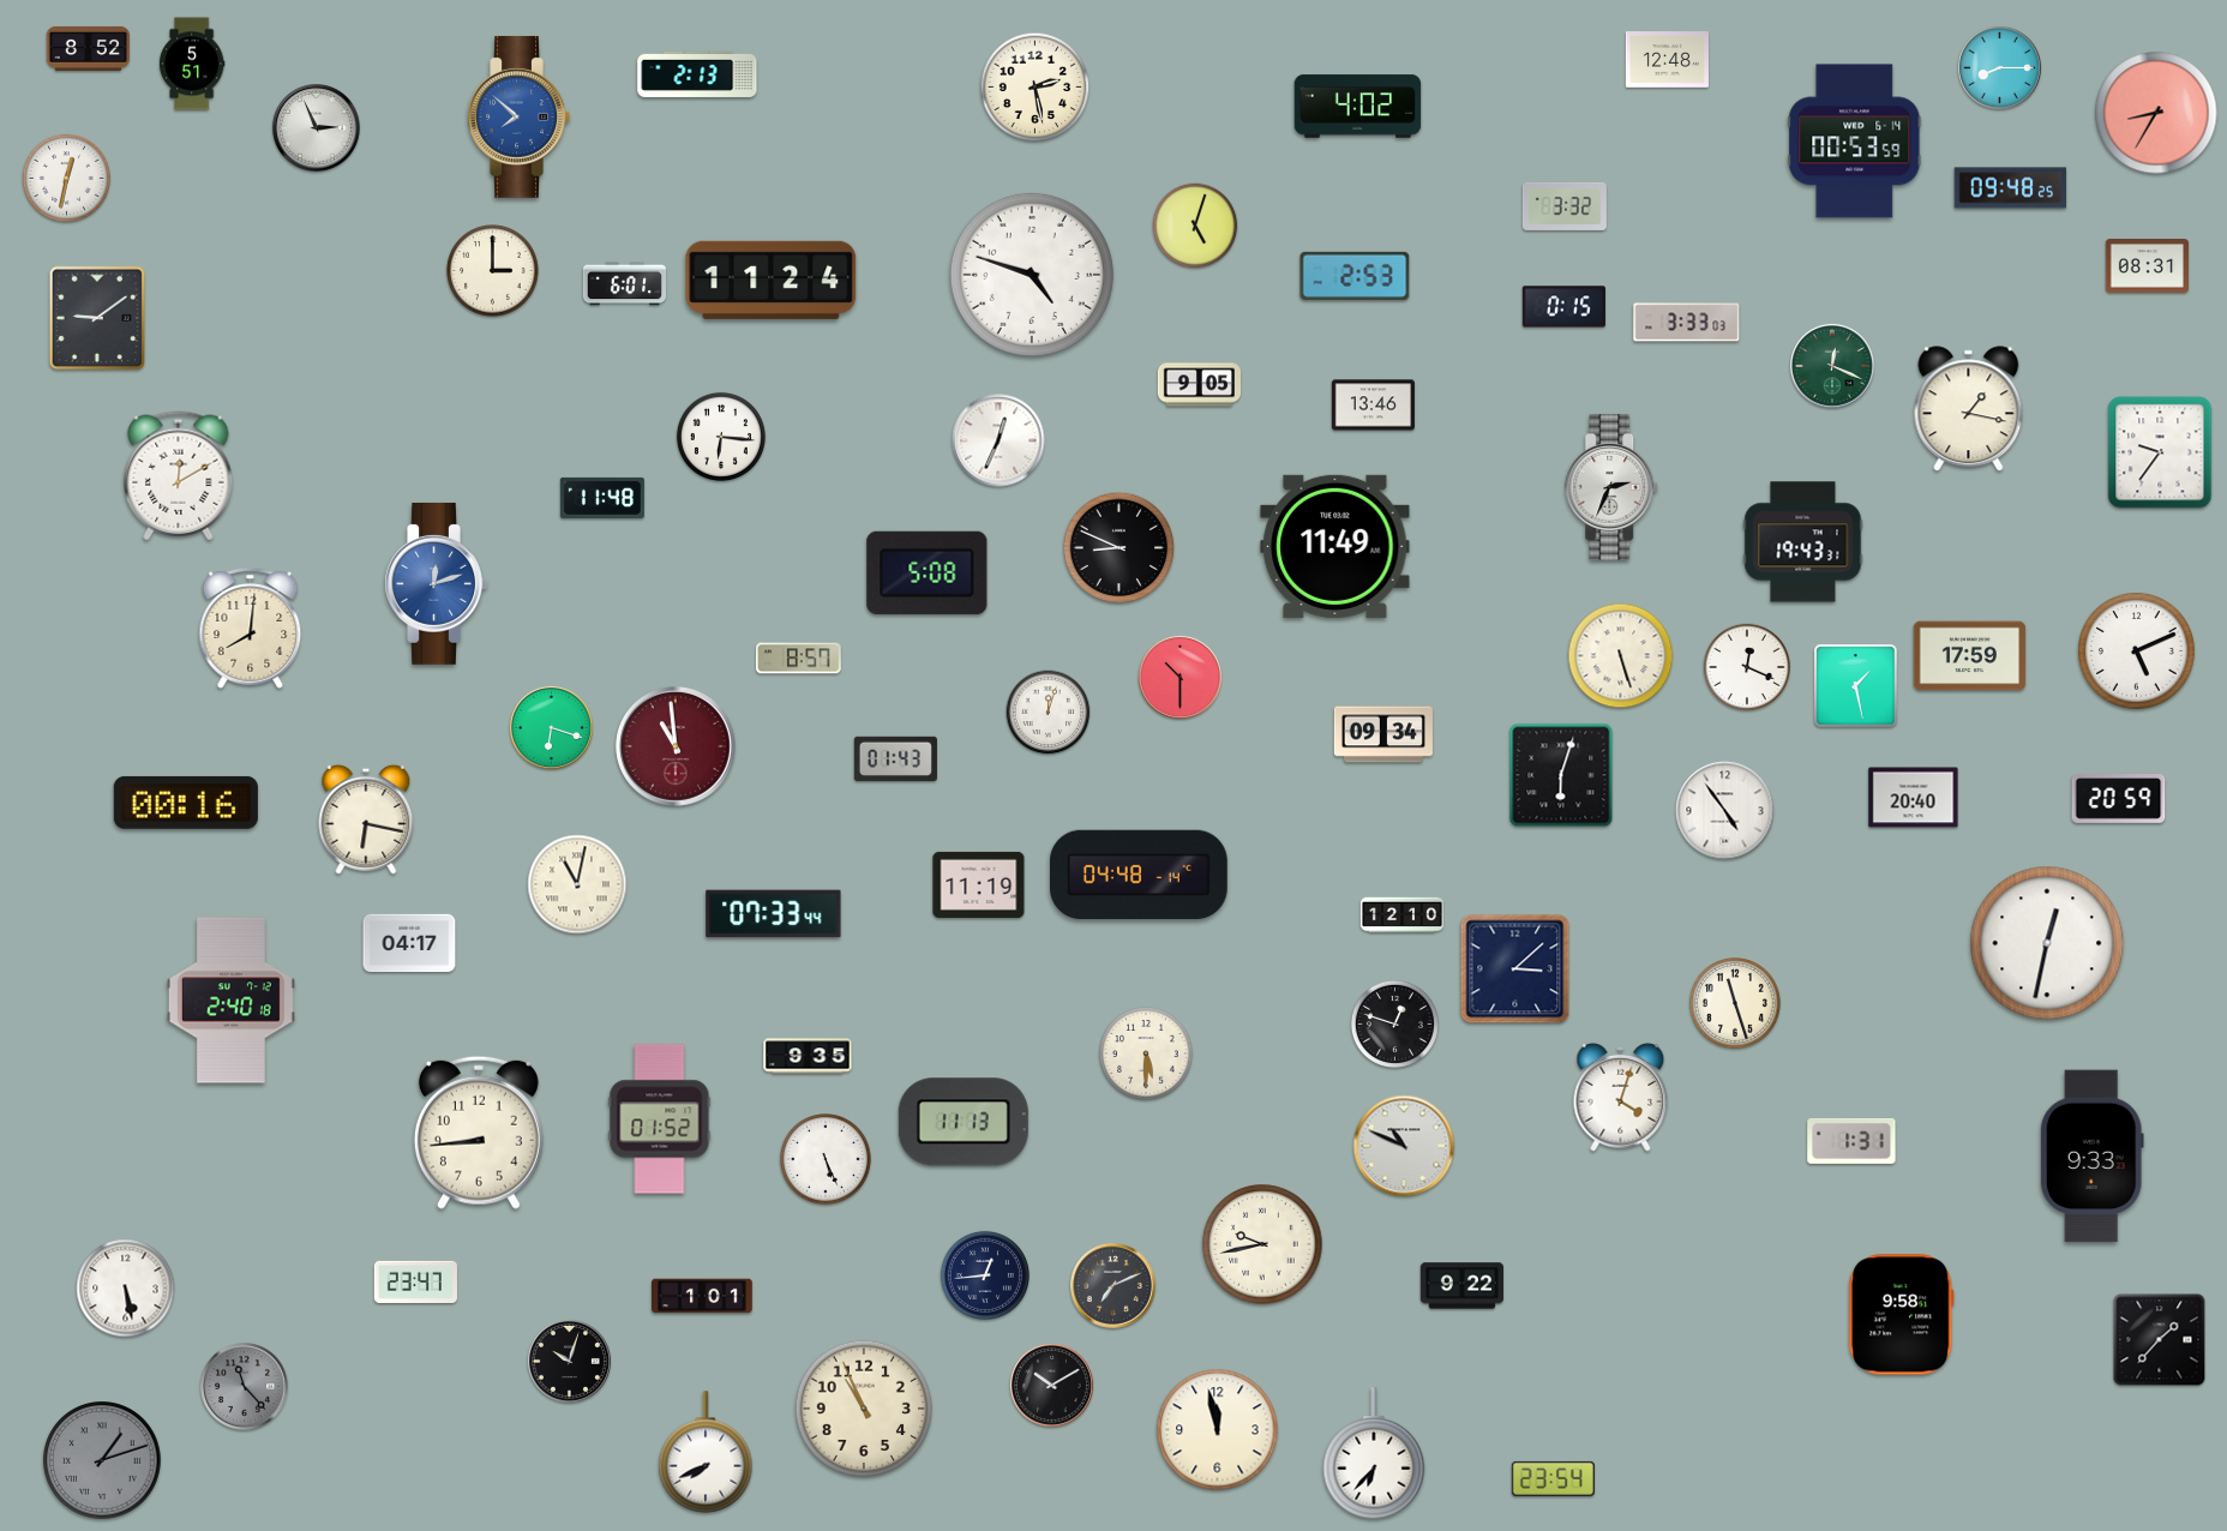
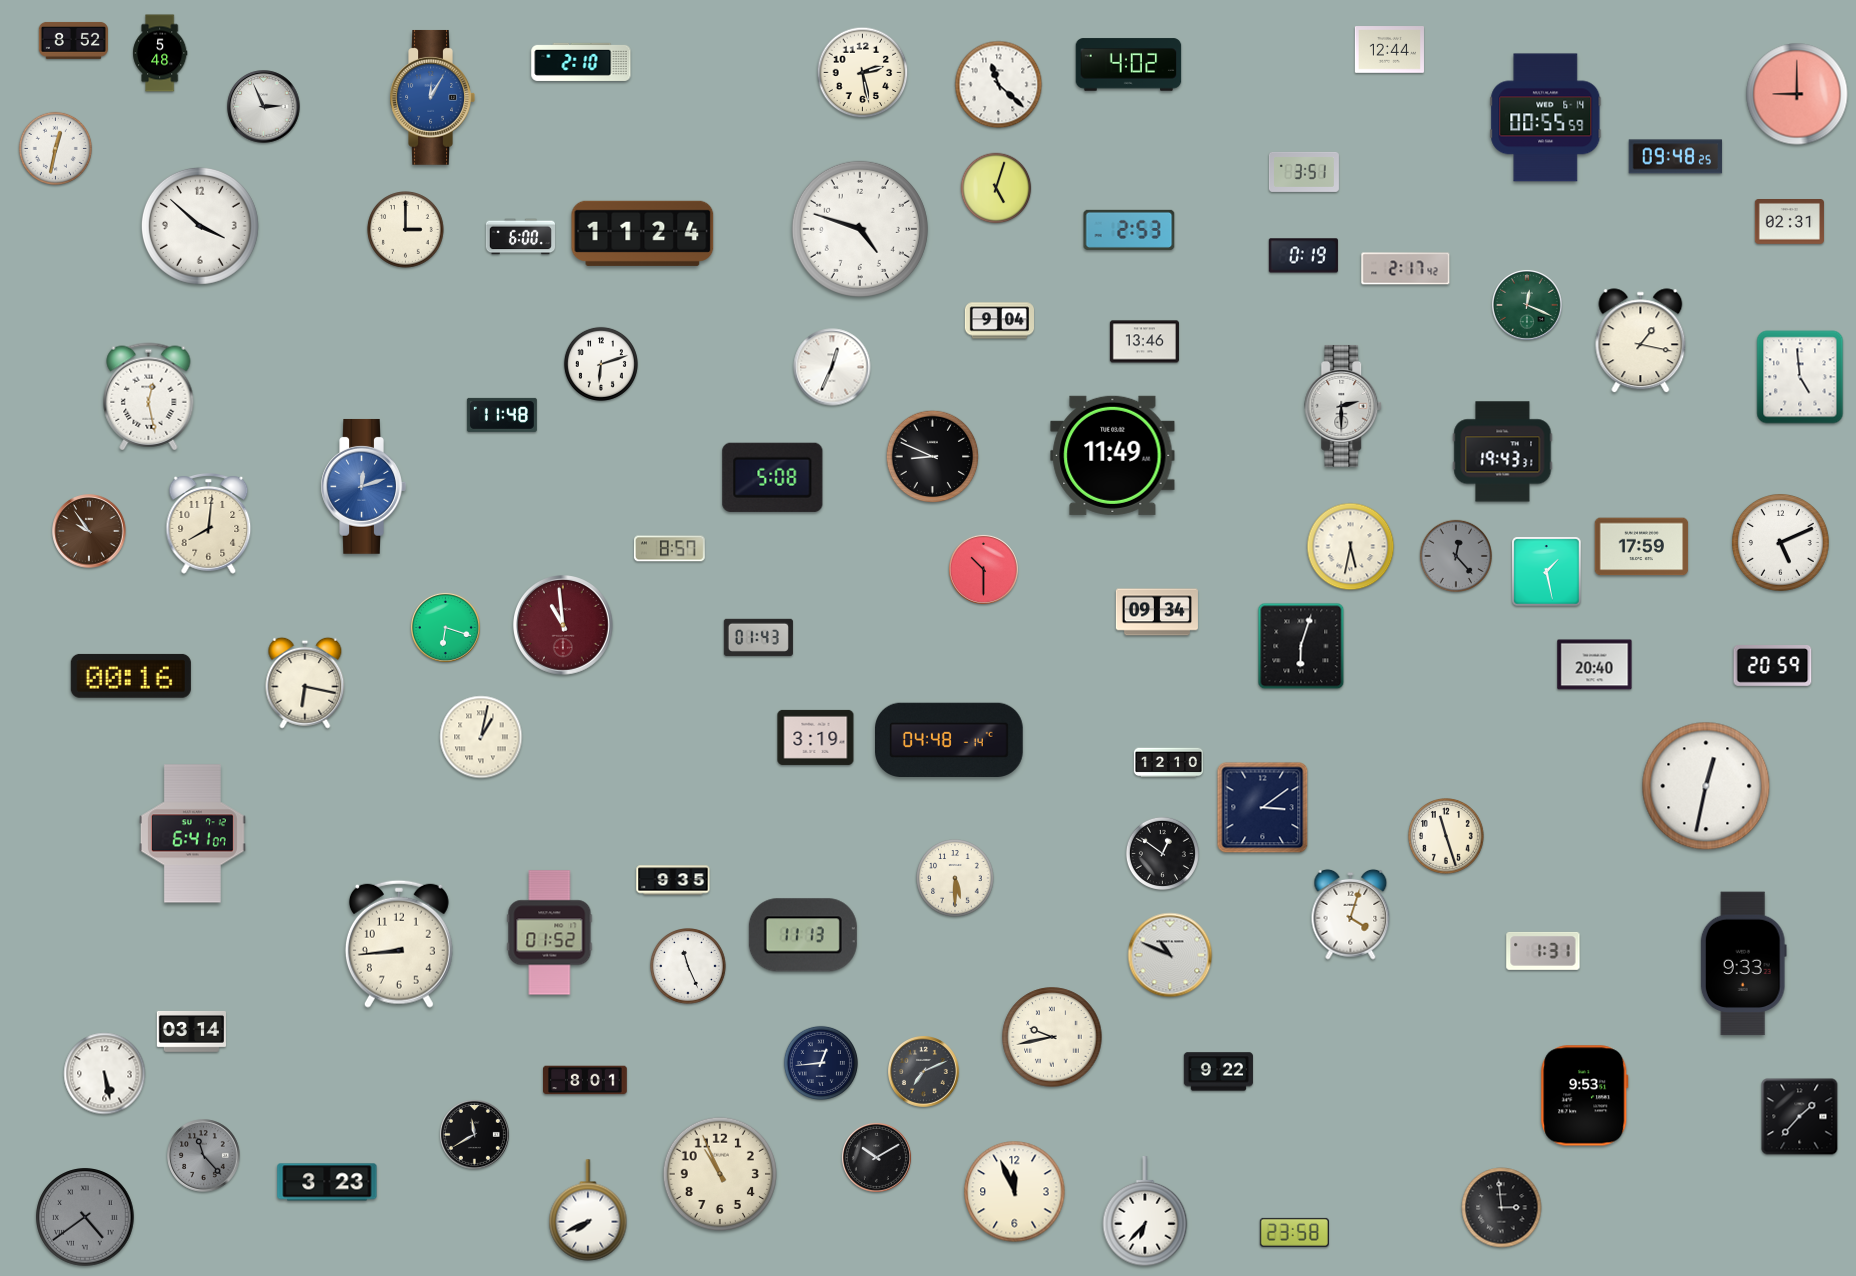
clock at (1667, 60): 12:48 -> 12:44
clock at (192, 64): 5:51 -> 5:48
clock at (1999, 67): 8:15 -> none
clock at (697, 74): 2:13 -> 2:10
clock at (999, 85): none -> 11:22
clock at (1358, 107) position: (1358, 107) -> (1129, 65)
clock at (2156, 113): 8:35 -> 9:00
clock at (518, 116): 7:52 -> 12:05
clock at (1855, 142): 00:53 -> 00:55
clock at (1565, 206): 3:32 -> 3:51
clock at (2147, 266): 08:31 -> 02:31
clock at (200, 226): none -> 3:52
clock at (493, 271) position: (493, 271) -> (406, 230)
clock at (624, 284): 6:01 -> 6:00
clock at (1563, 307): 0:15 -> 0:19
clock at (97, 318): 9:09 -> none
clock at (1687, 323): 3:33 -> 2:17
clock at (1199, 385): 9:05 -> 9:04
clock at (1373, 406) position: (1373, 406) -> (1144, 342)
clock at (721, 437): 6:16 -> 6:12
clock at (2160, 452): 9:36 -> 4:59
clock at (179, 476): 12:10 -> 12:28
clock at (1613, 487): 2:34 -> 2:30
clock at (89, 531): none -> 9:54
clock at (1621, 656): 5:27 -> 5:32
clock at (798, 659) position: (798, 659) -> (669, 549)
clock at (1746, 666): 12:19 -> 12:23
clock at (1746, 666) dial: white -> grey
clock at (1179, 677) position: (1179, 677) -> (983, 569)
clock at (1049, 713): 12:03 -> none
clock at (551, 727) position: (551, 727) -> (445, 627)
clock at (1383, 734) position: (1383, 734) -> (1157, 612)
clock at (677, 748) position: (677, 748) -> (564, 626)
clock at (895, 758) position: (895, 758) -> (758, 637)
clock at (2119, 799) position: (2119, 799) -> (1773, 666)
clock at (186, 803) position: (186, 803) -> (131, 676)
clock at (1725, 811): 4:54 -> none
clock at (1140, 873) position: (1140, 873) -> (950, 739)
clock at (577, 884): 11:02 -> 1:02
clock at (979, 884): 11:19 -> 3:19
clock at (774, 914): 07:33 -> none
clock at (409, 943): 04:17 -> none
clock at (1515, 969): 3:08 -> 3:09
clock at (230, 1001): 2:40 -> 6:41
clock at (1394, 1023): 12:48 -> 12:51
clock at (827, 1160): 5:26 -> 11:26
clock at (191, 1032): none -> 03:14
clock at (415, 1281): 23:47 -> none
clock at (1113, 1286) position: (1113, 1286) -> (924, 1072)
clock at (703, 1296): 1:01 -> 8:01
clock at (1902, 1315): 9:58 -> 9:53
clock at (569, 1361): 10:03 -> 11:40
clock at (1051, 1385) position: (1051, 1385) -> (876, 1157)
clock at (327, 1182): none -> 3:23
clock at (1218, 1430): 11:58 -> 11:56
clock at (1502, 1208): none -> 2:59
clock at (102, 1460): 1:12 -> 4:39
clock at (1553, 1478): 23:54 -> 23:58
